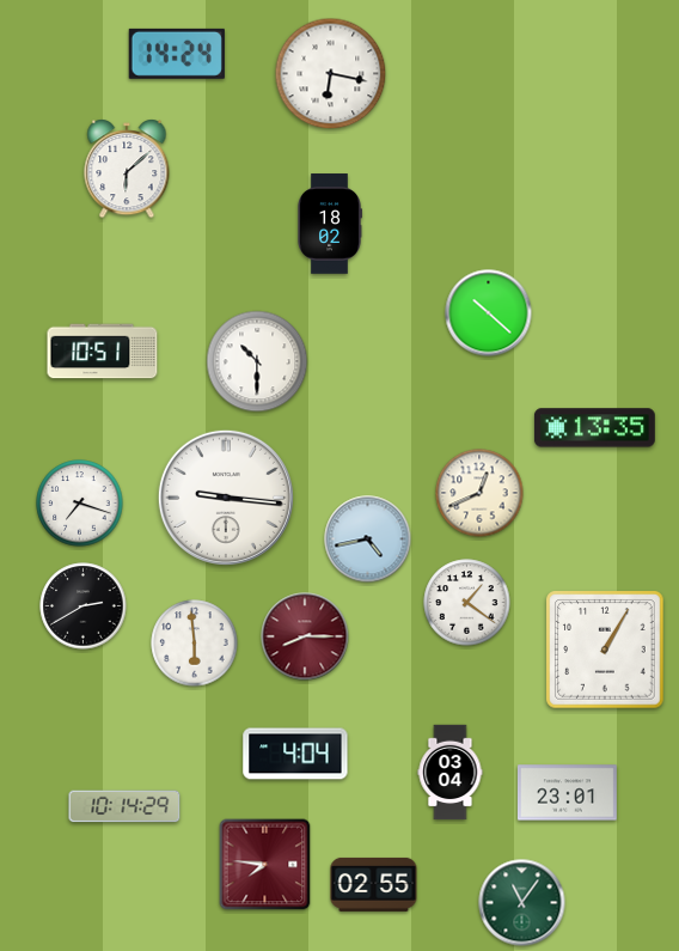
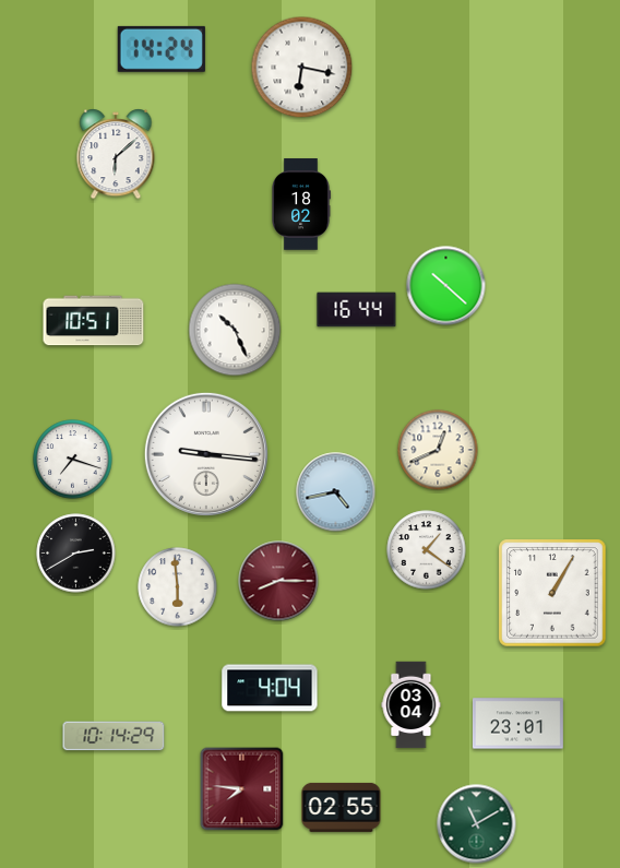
clock at (357, 310): none -> 16:44
clock at (257, 361): 10:30 -> 10:26
clock at (594, 428): 13:35 -> none
clock at (522, 903): 11:06 -> 11:10
